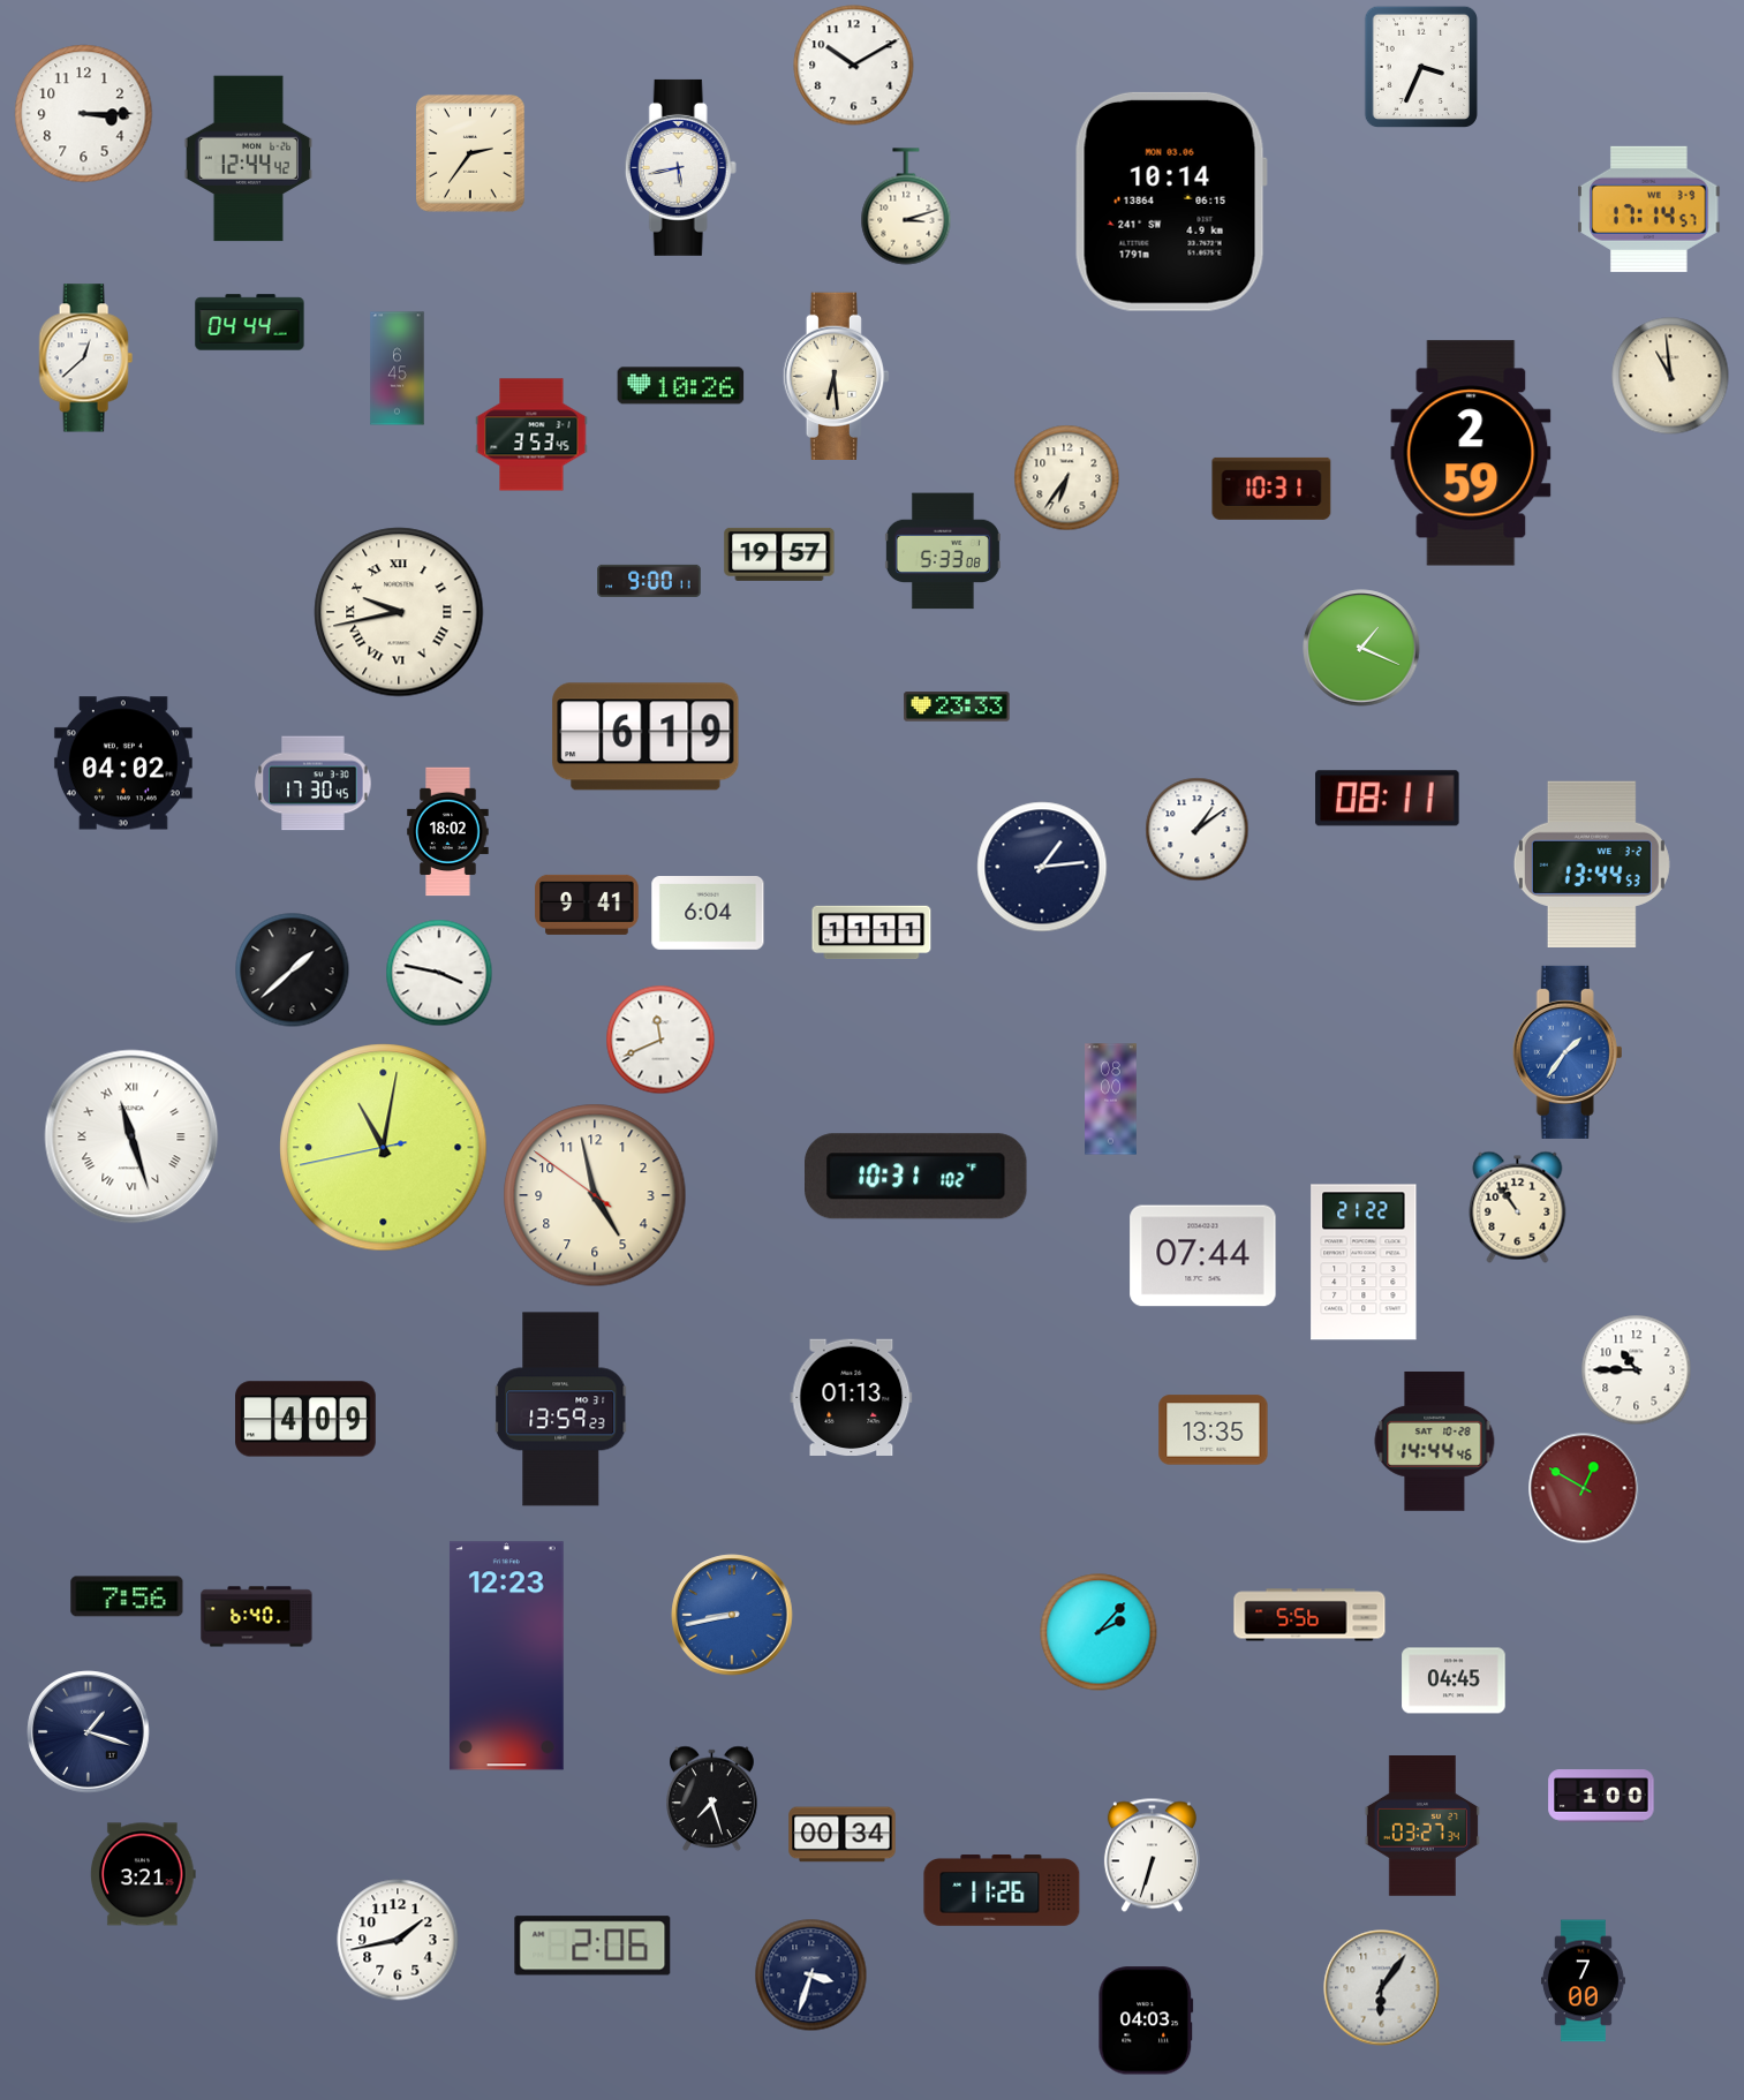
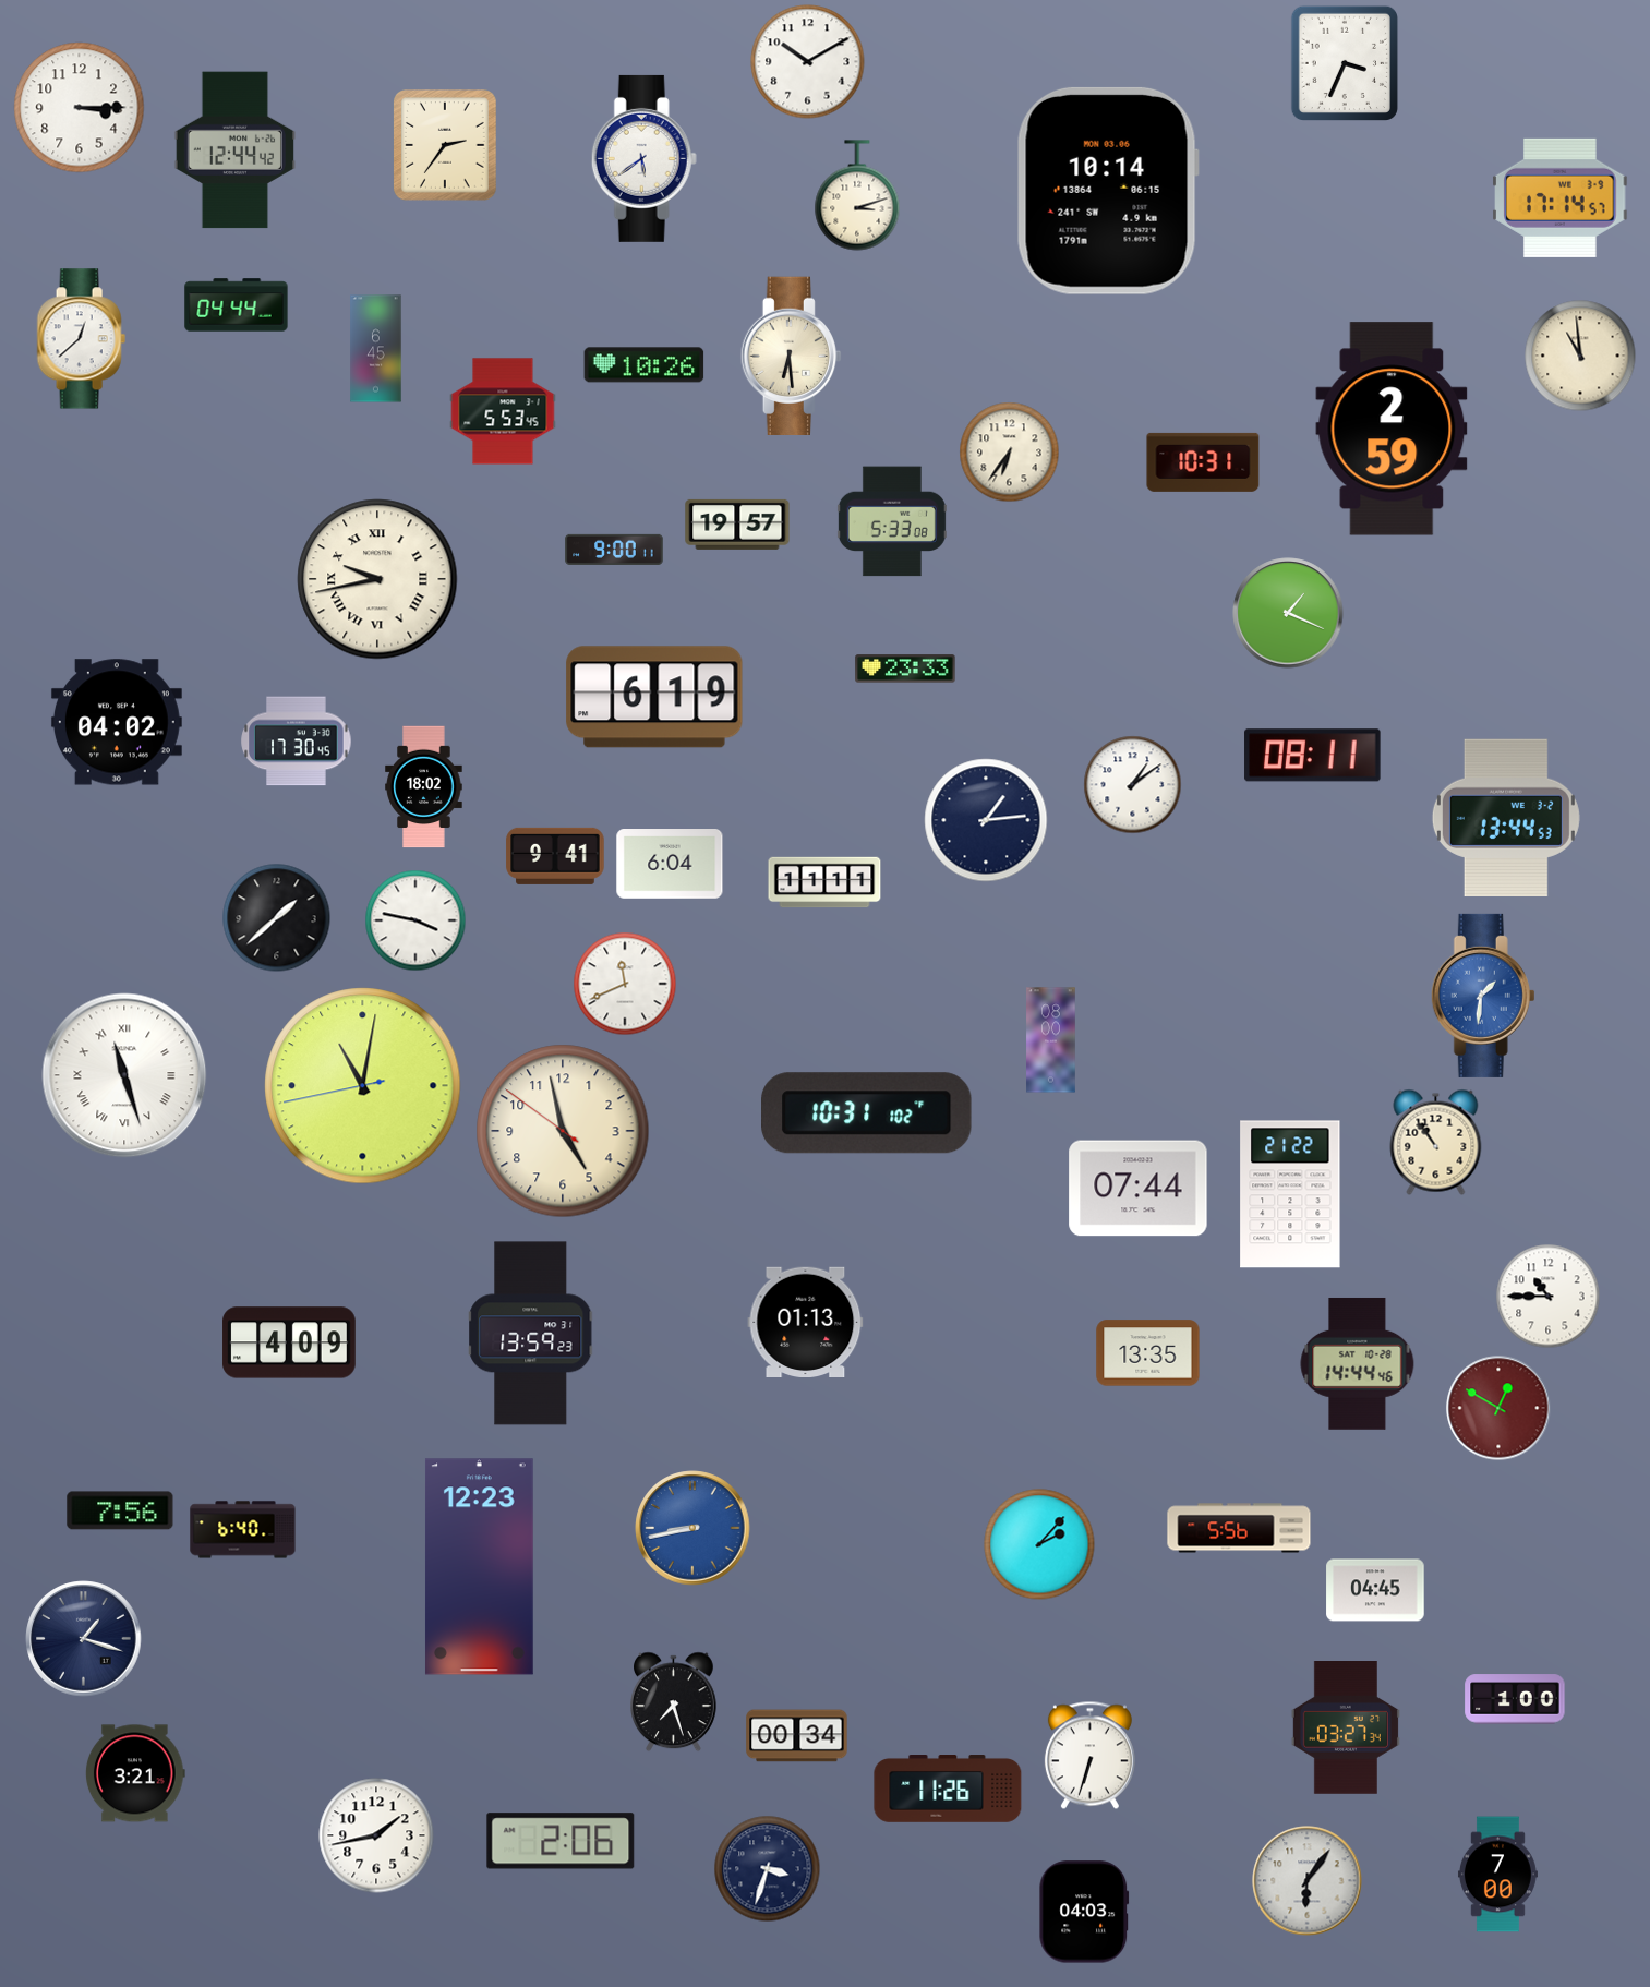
clock at (680, 167): 5:43 -> 5:39
clock at (531, 435): 3:53 -> 5:53
clock at (645, 736) position: (645, 736) -> (654, 697)
clock at (1568, 1052): 1:36 -> 1:31
